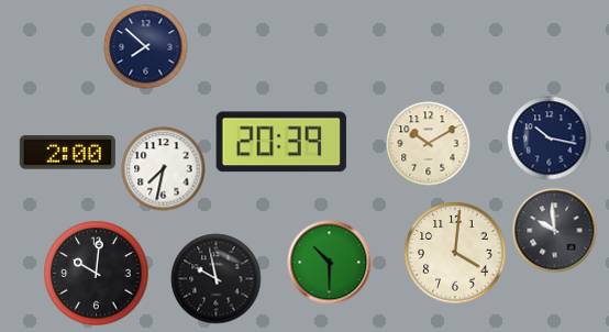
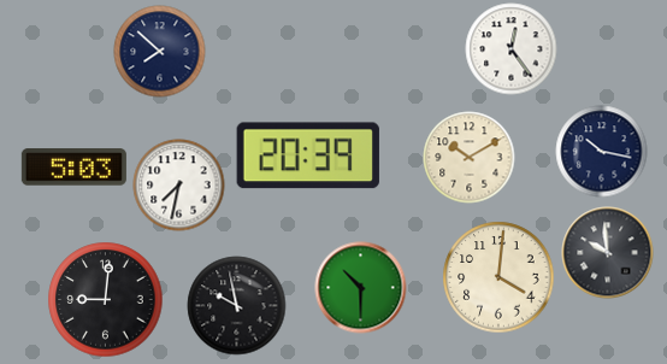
clock at (512, 49): none -> 12:24
clock at (67, 153): 2:00 -> 5:03
clock at (97, 274): 10:01 -> 9:01
